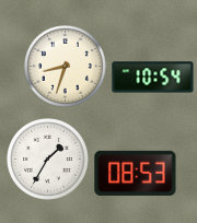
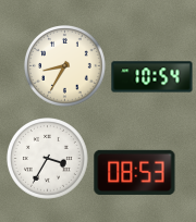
clock at (66, 67): 8:33 -> 8:35
clock at (48, 160): 1:35 -> 3:35
